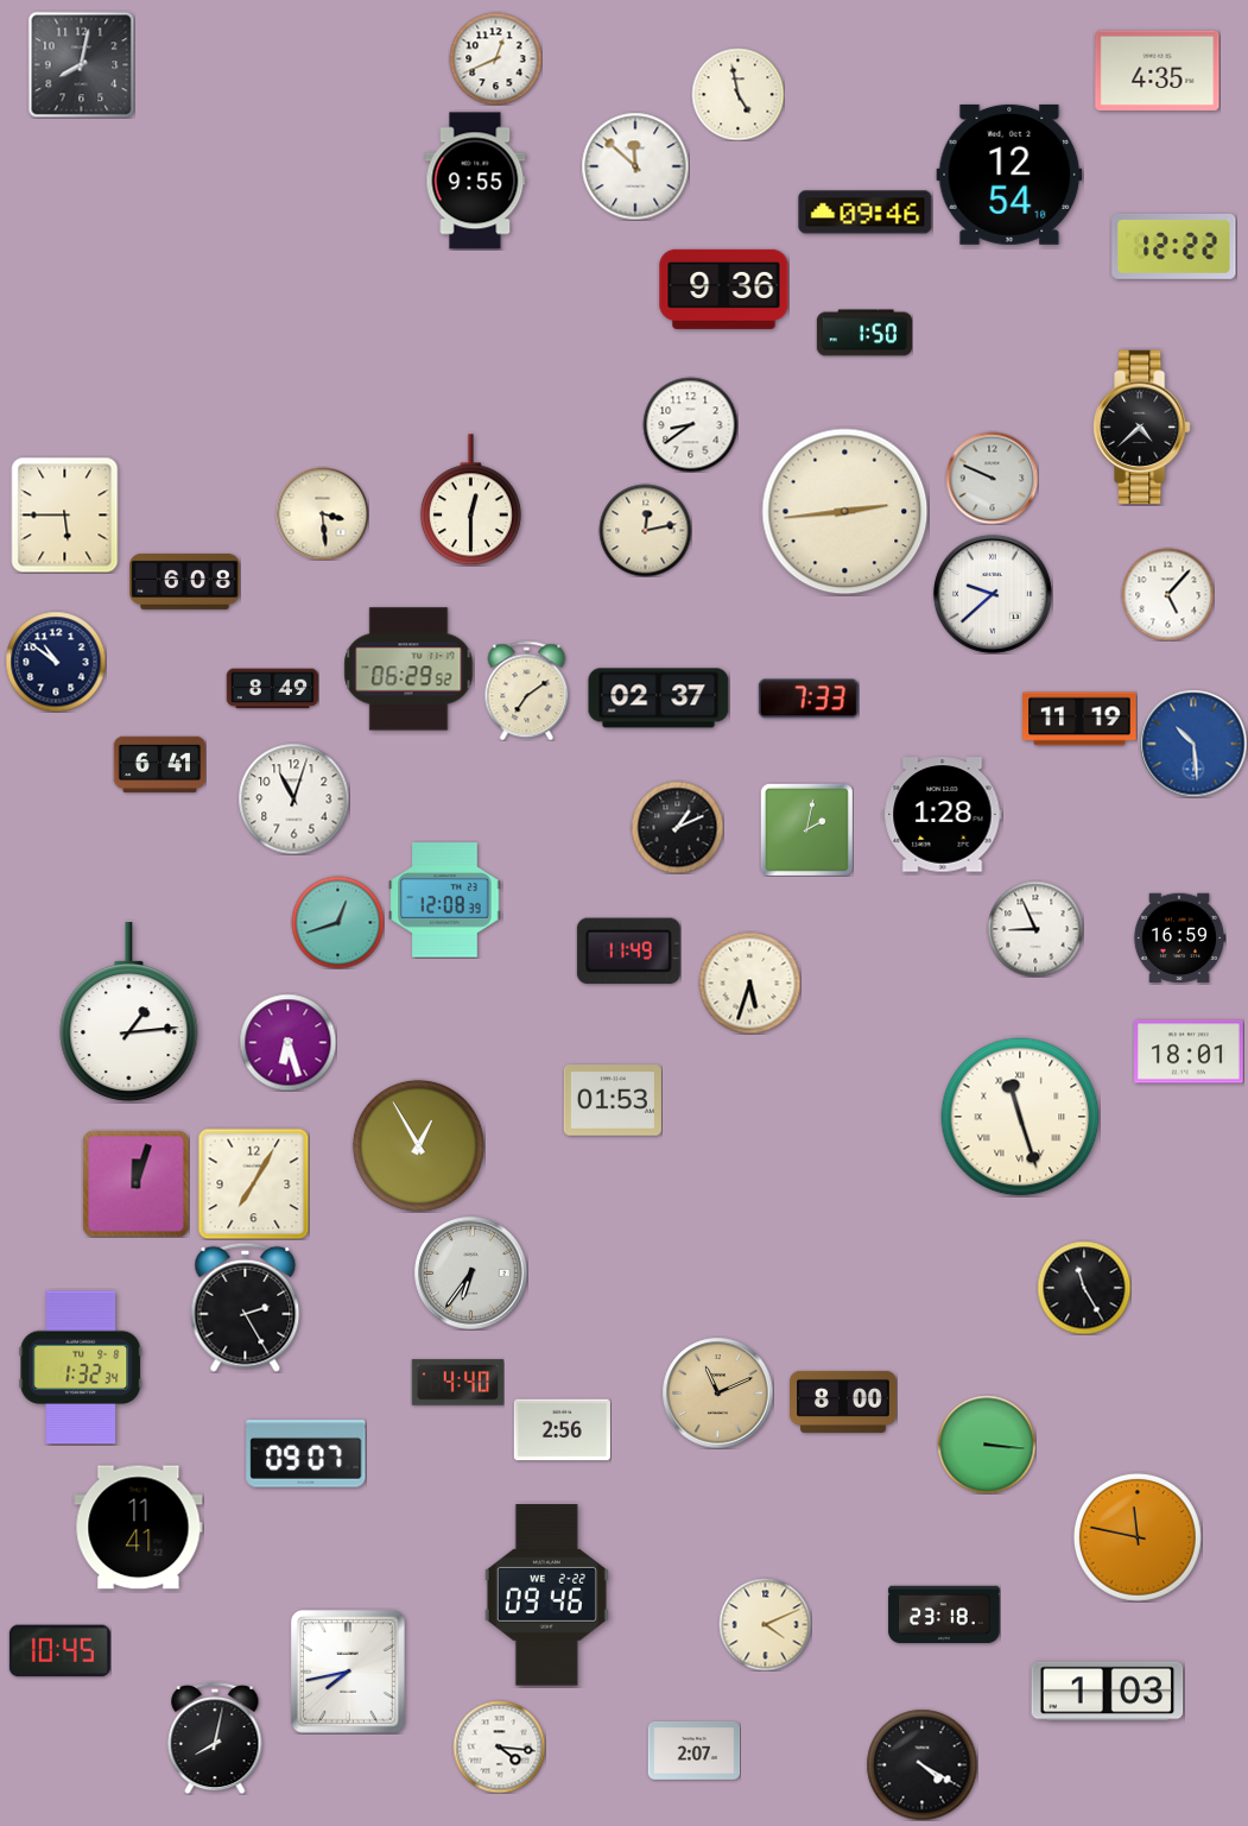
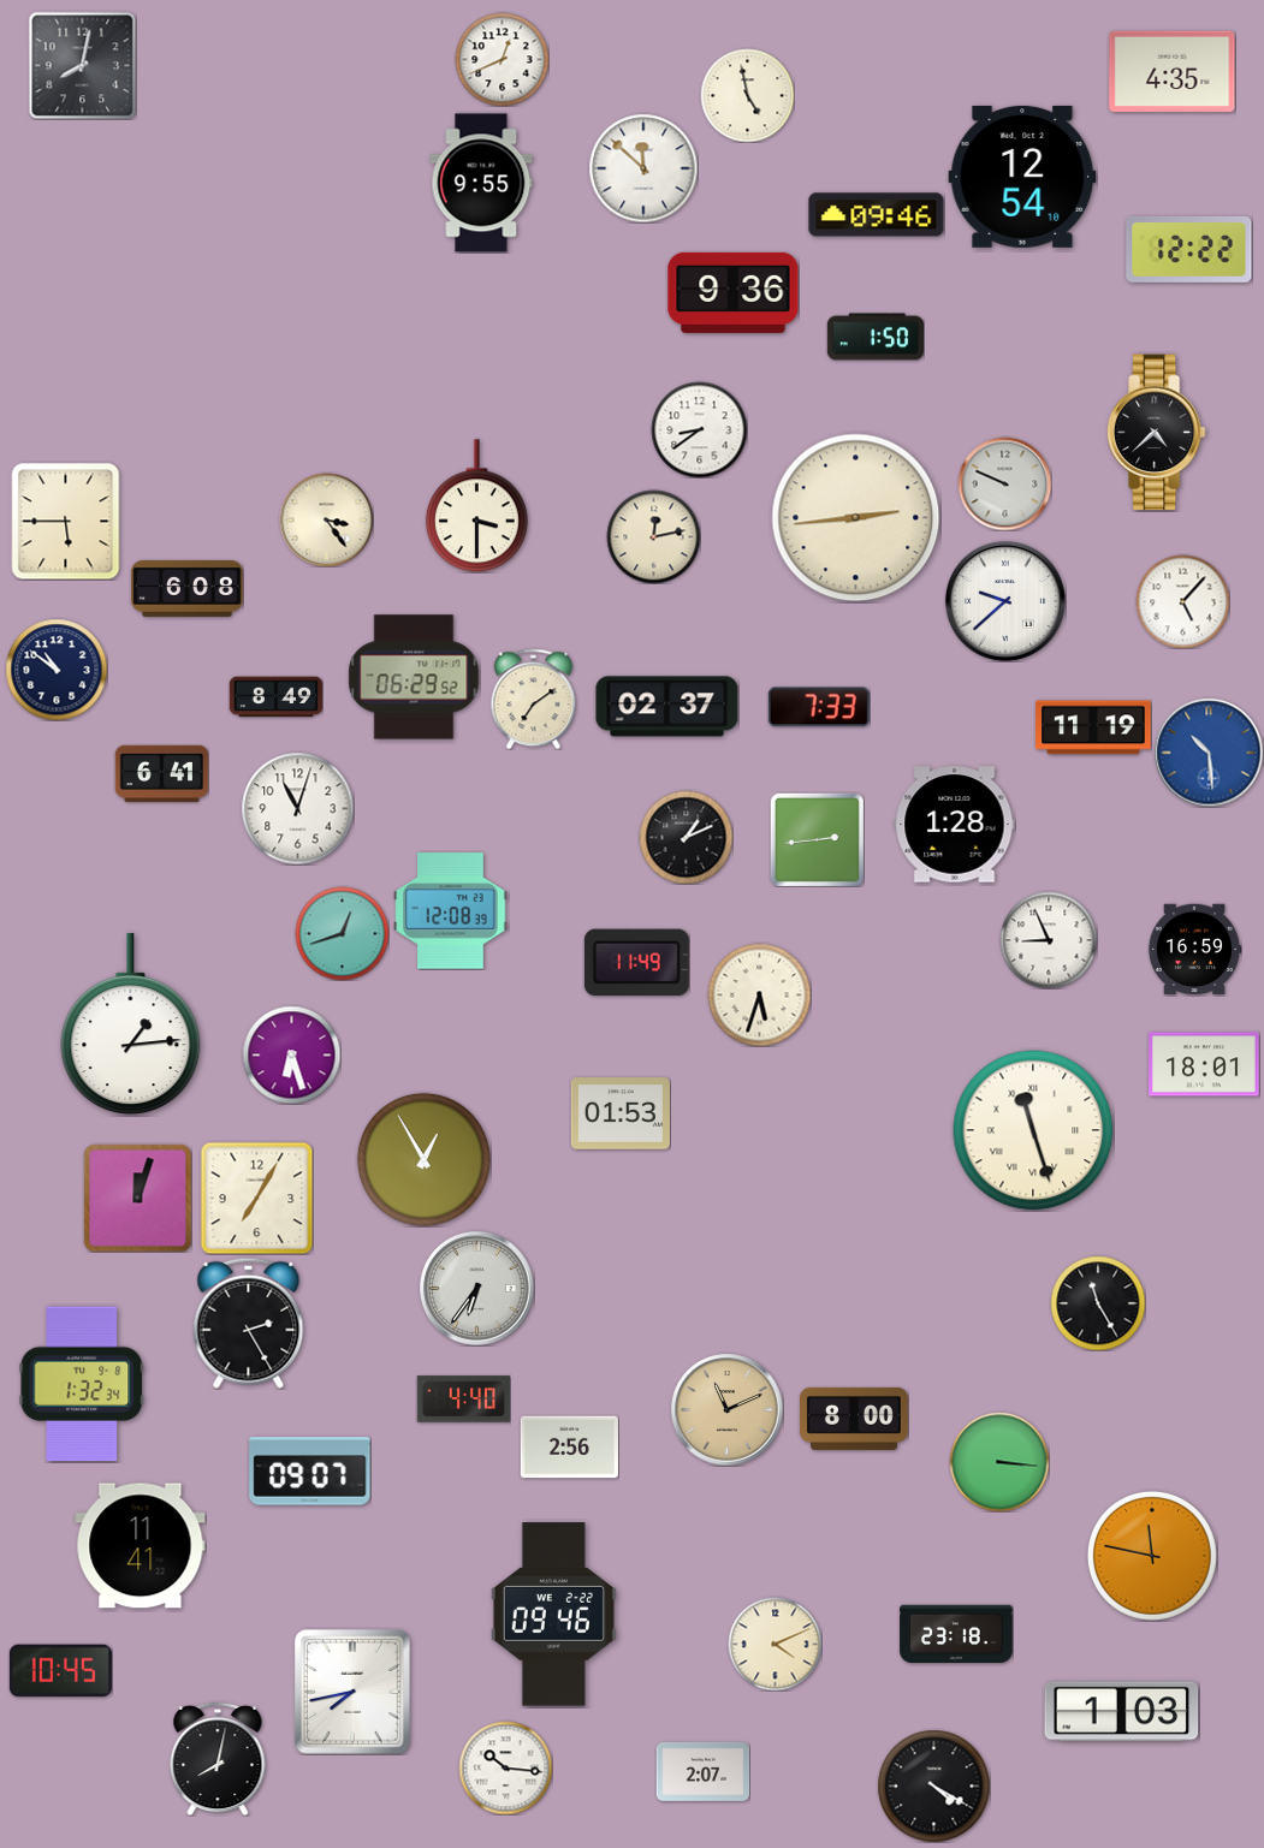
clock at (470, 500): 12:30 -> 3:30
clock at (322, 513): 3:29 -> 3:24
clock at (806, 829): 2:02 -> 2:44
clock at (499, 1746): 4:16 -> 10:16
